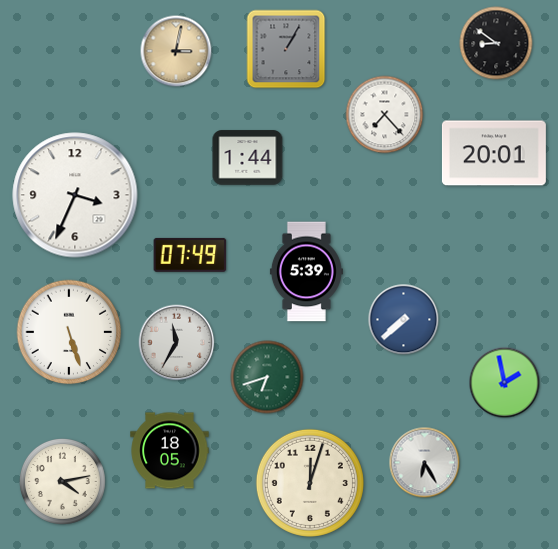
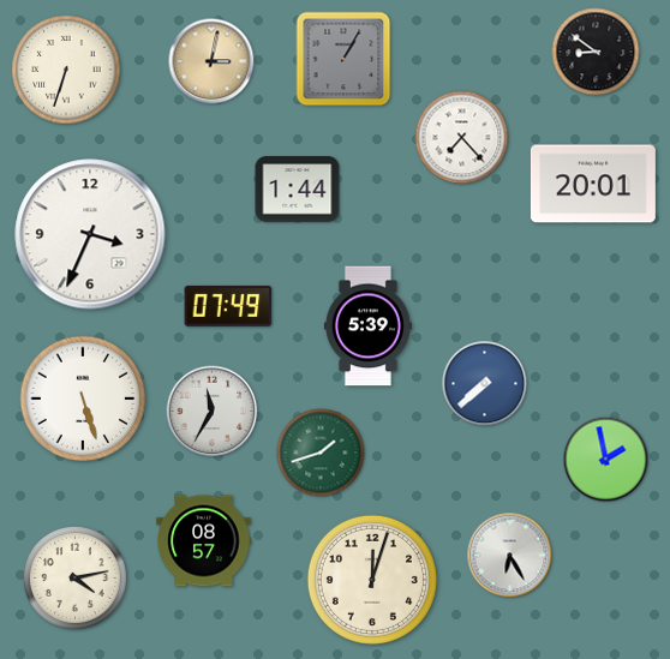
clock at (66, 70): none -> 6:33
clock at (267, 377): 6:42 -> 1:42
clock at (170, 451): 18:05 -> 08:57
